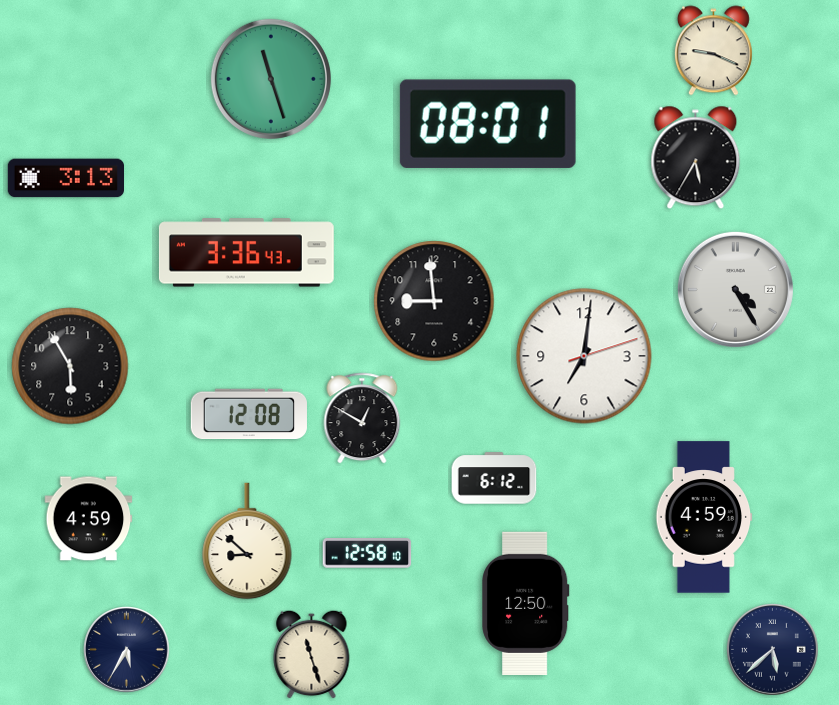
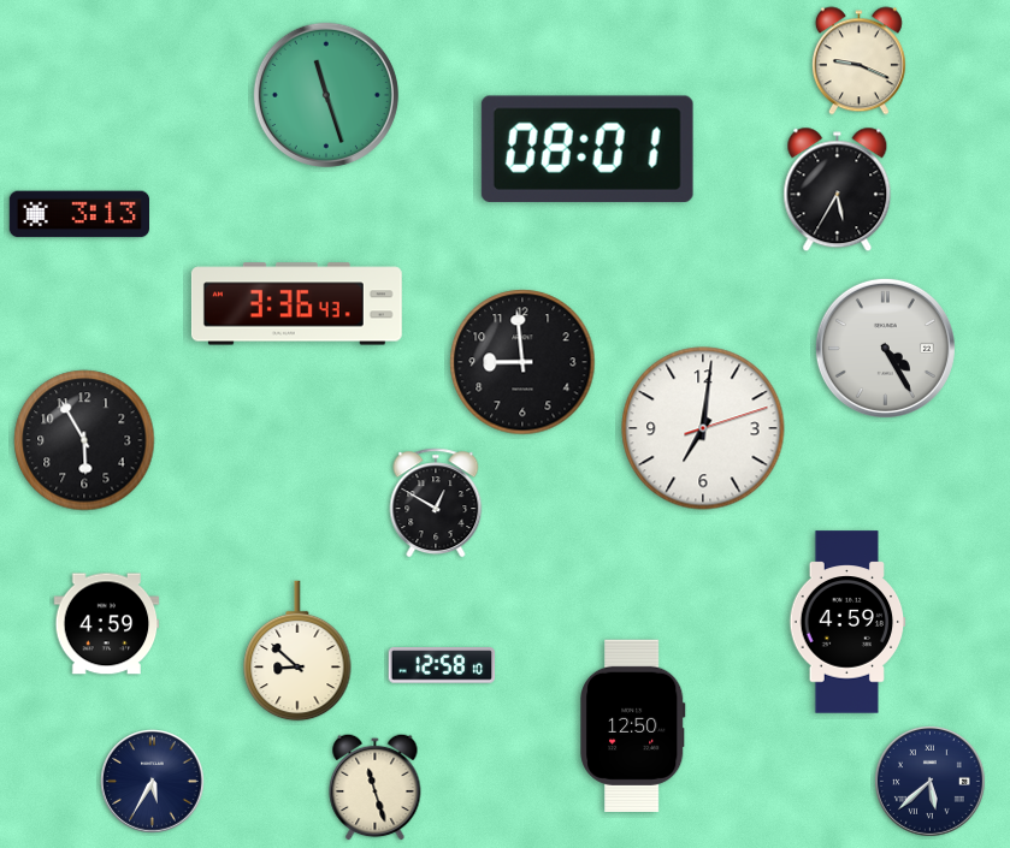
clock at (249, 414): 12:08 -> none
clock at (494, 478): 6:12 -> none
